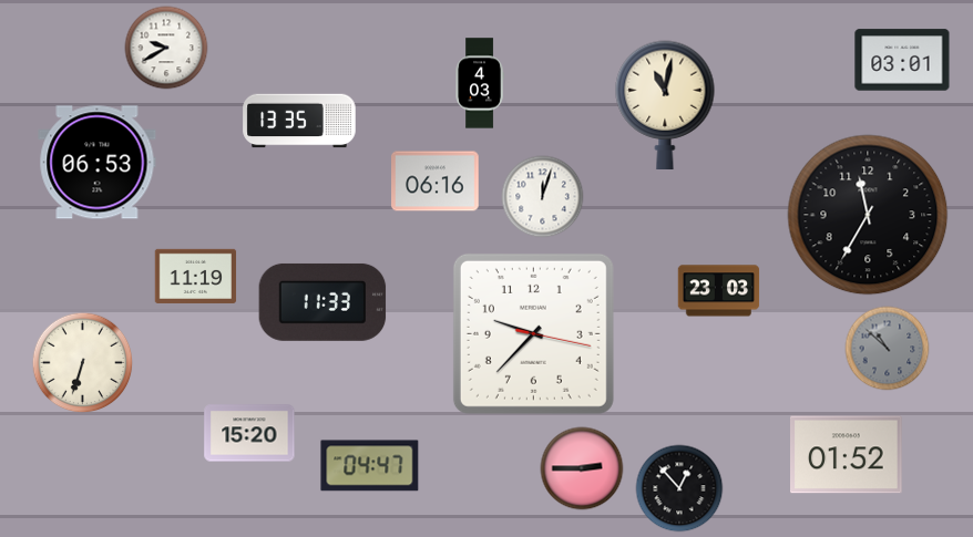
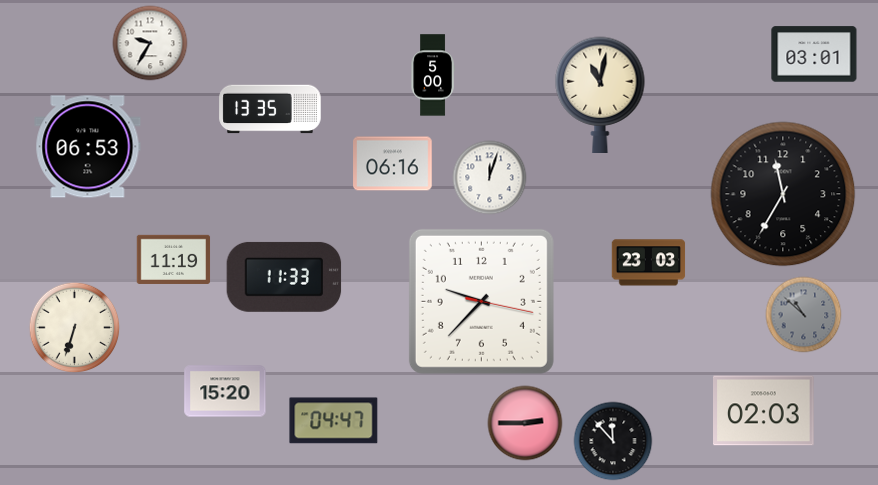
clock at (166, 48): 9:40 -> 9:35
clock at (480, 83): 4:03 -> 5:00
clock at (196, 276) position: (196, 276) -> (174, 259)
clock at (322, 302) position: (322, 302) -> (284, 277)
clock at (888, 349) position: (888, 349) -> (804, 315)
clock at (847, 455): 01:52 -> 02:03
clock at (679, 488): 12:53 -> 11:53
